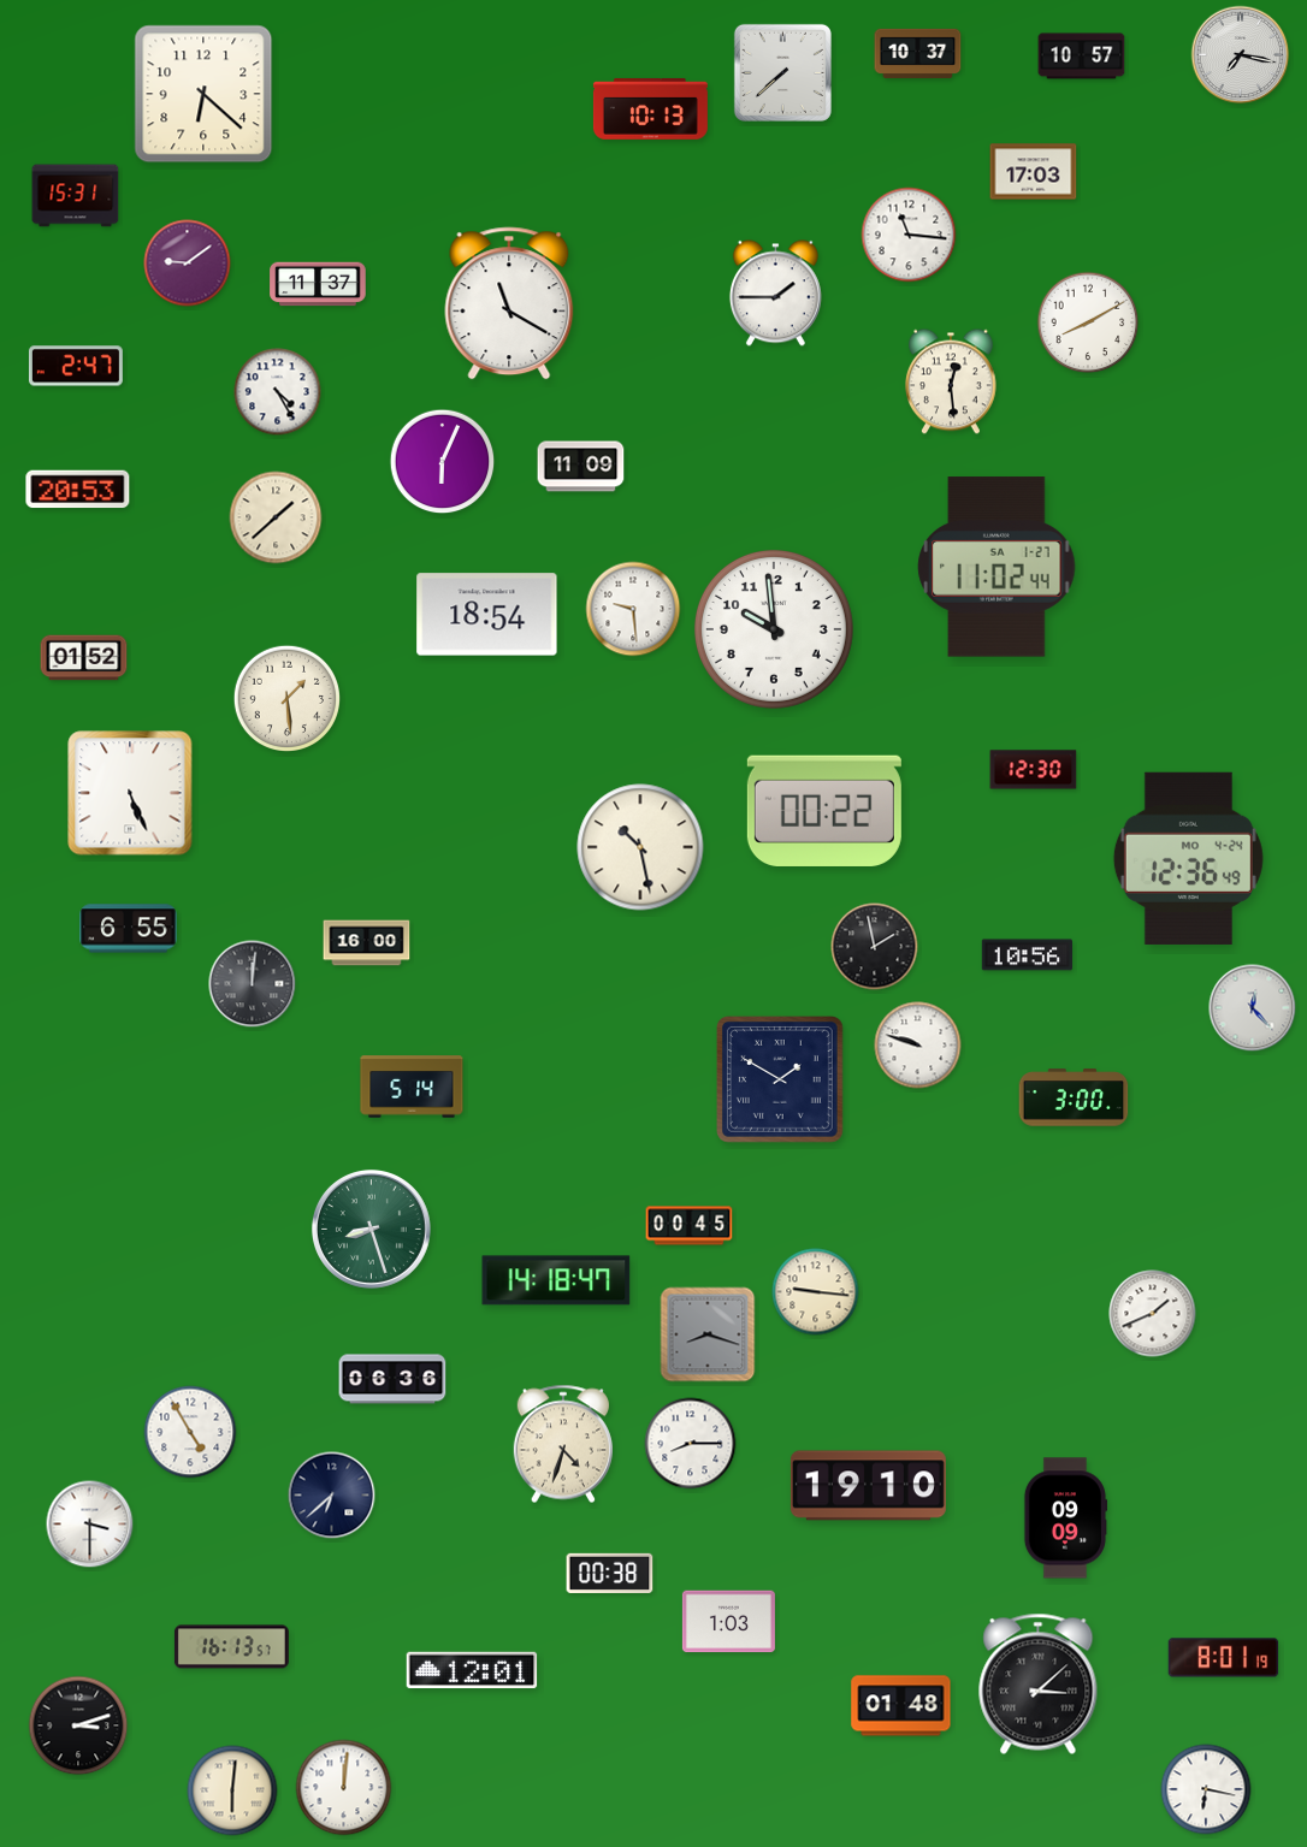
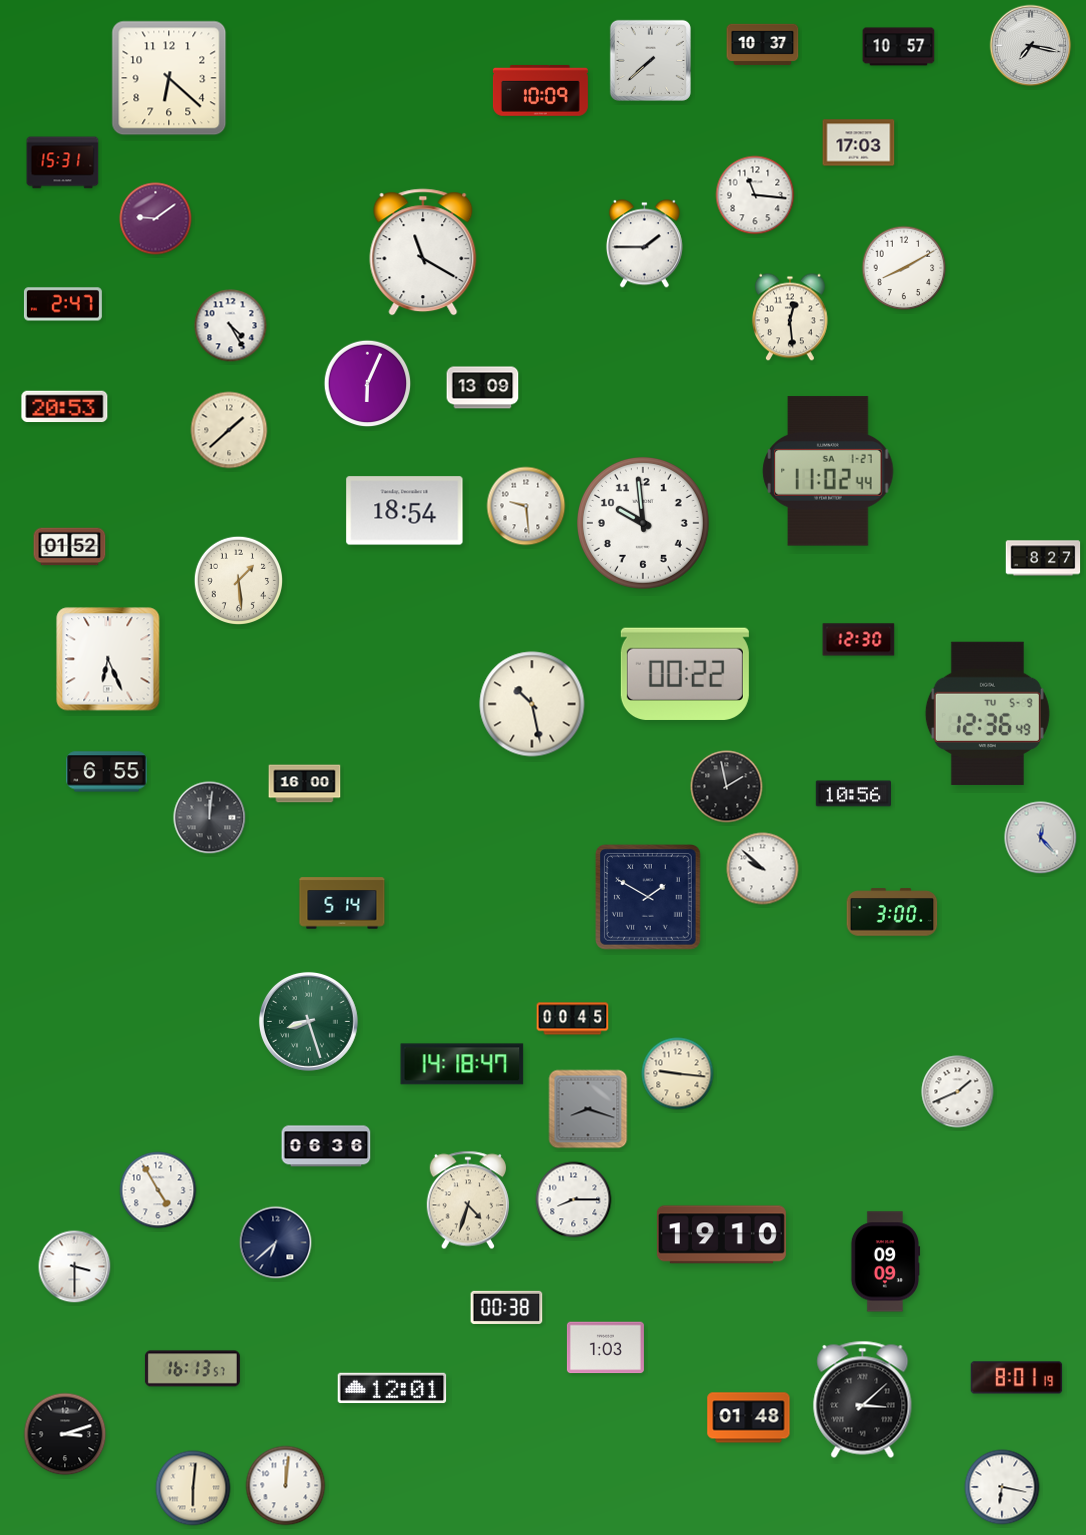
clock at (650, 108): 10:13 -> 10:09
clock at (318, 284): 11:37 -> none
clock at (581, 467): 11:09 -> 13:09
clock at (1043, 558): none -> 8:27
clock at (130, 793): 5:26 -> 6:26
clock at (1188, 858) date: MO 4-24 -> TU 5-9
clock at (918, 1046): 9:48 -> 9:52
